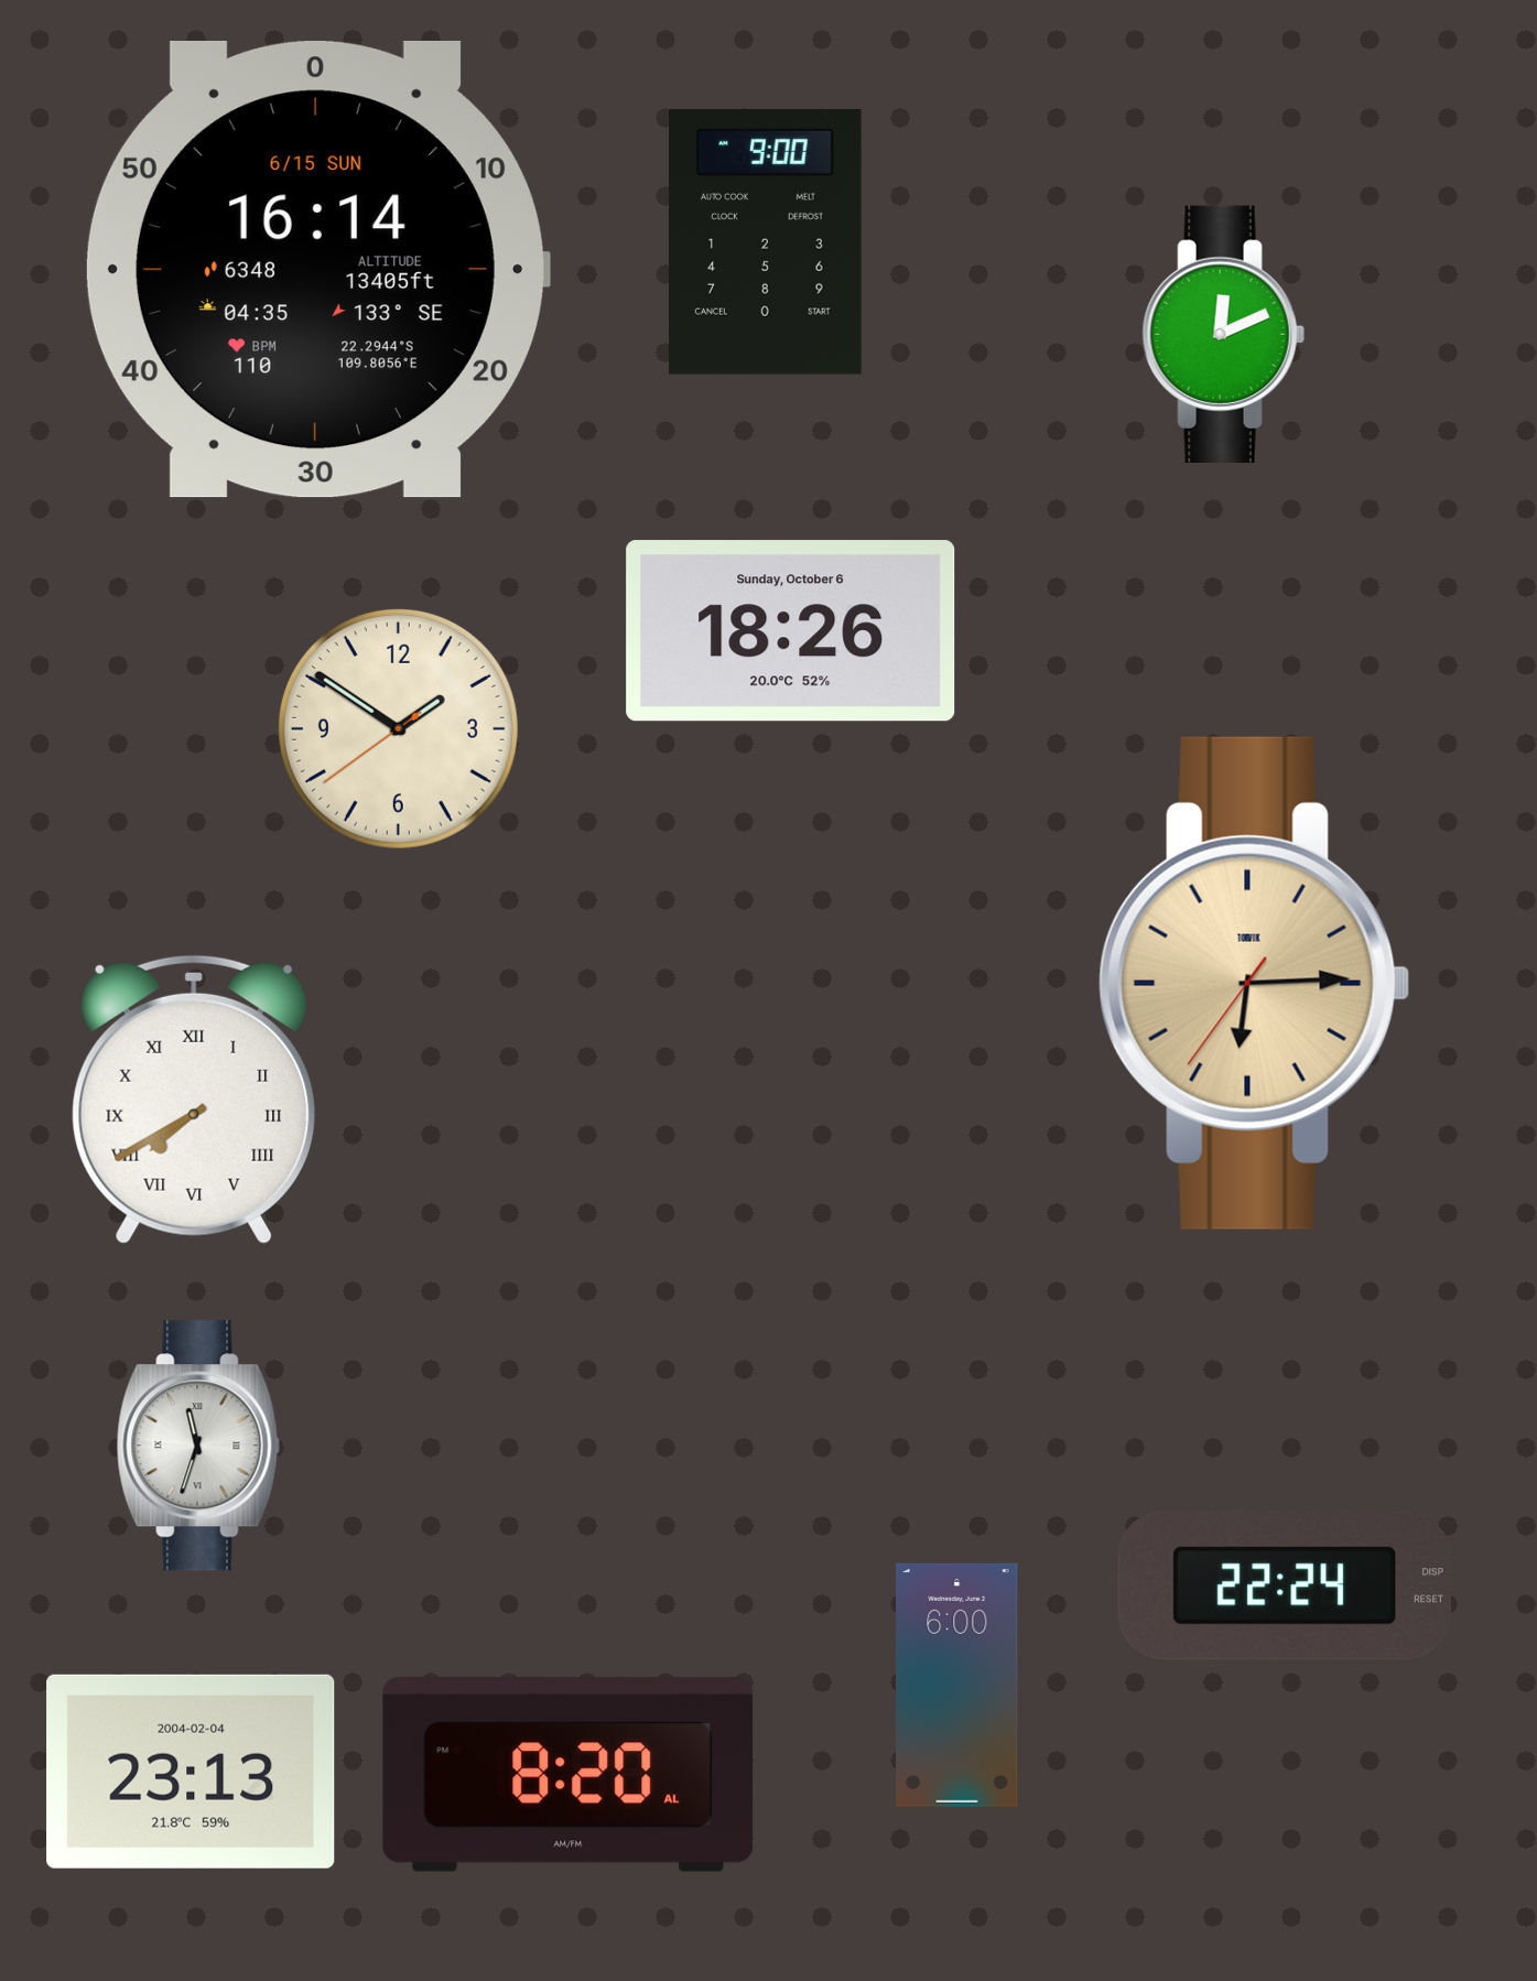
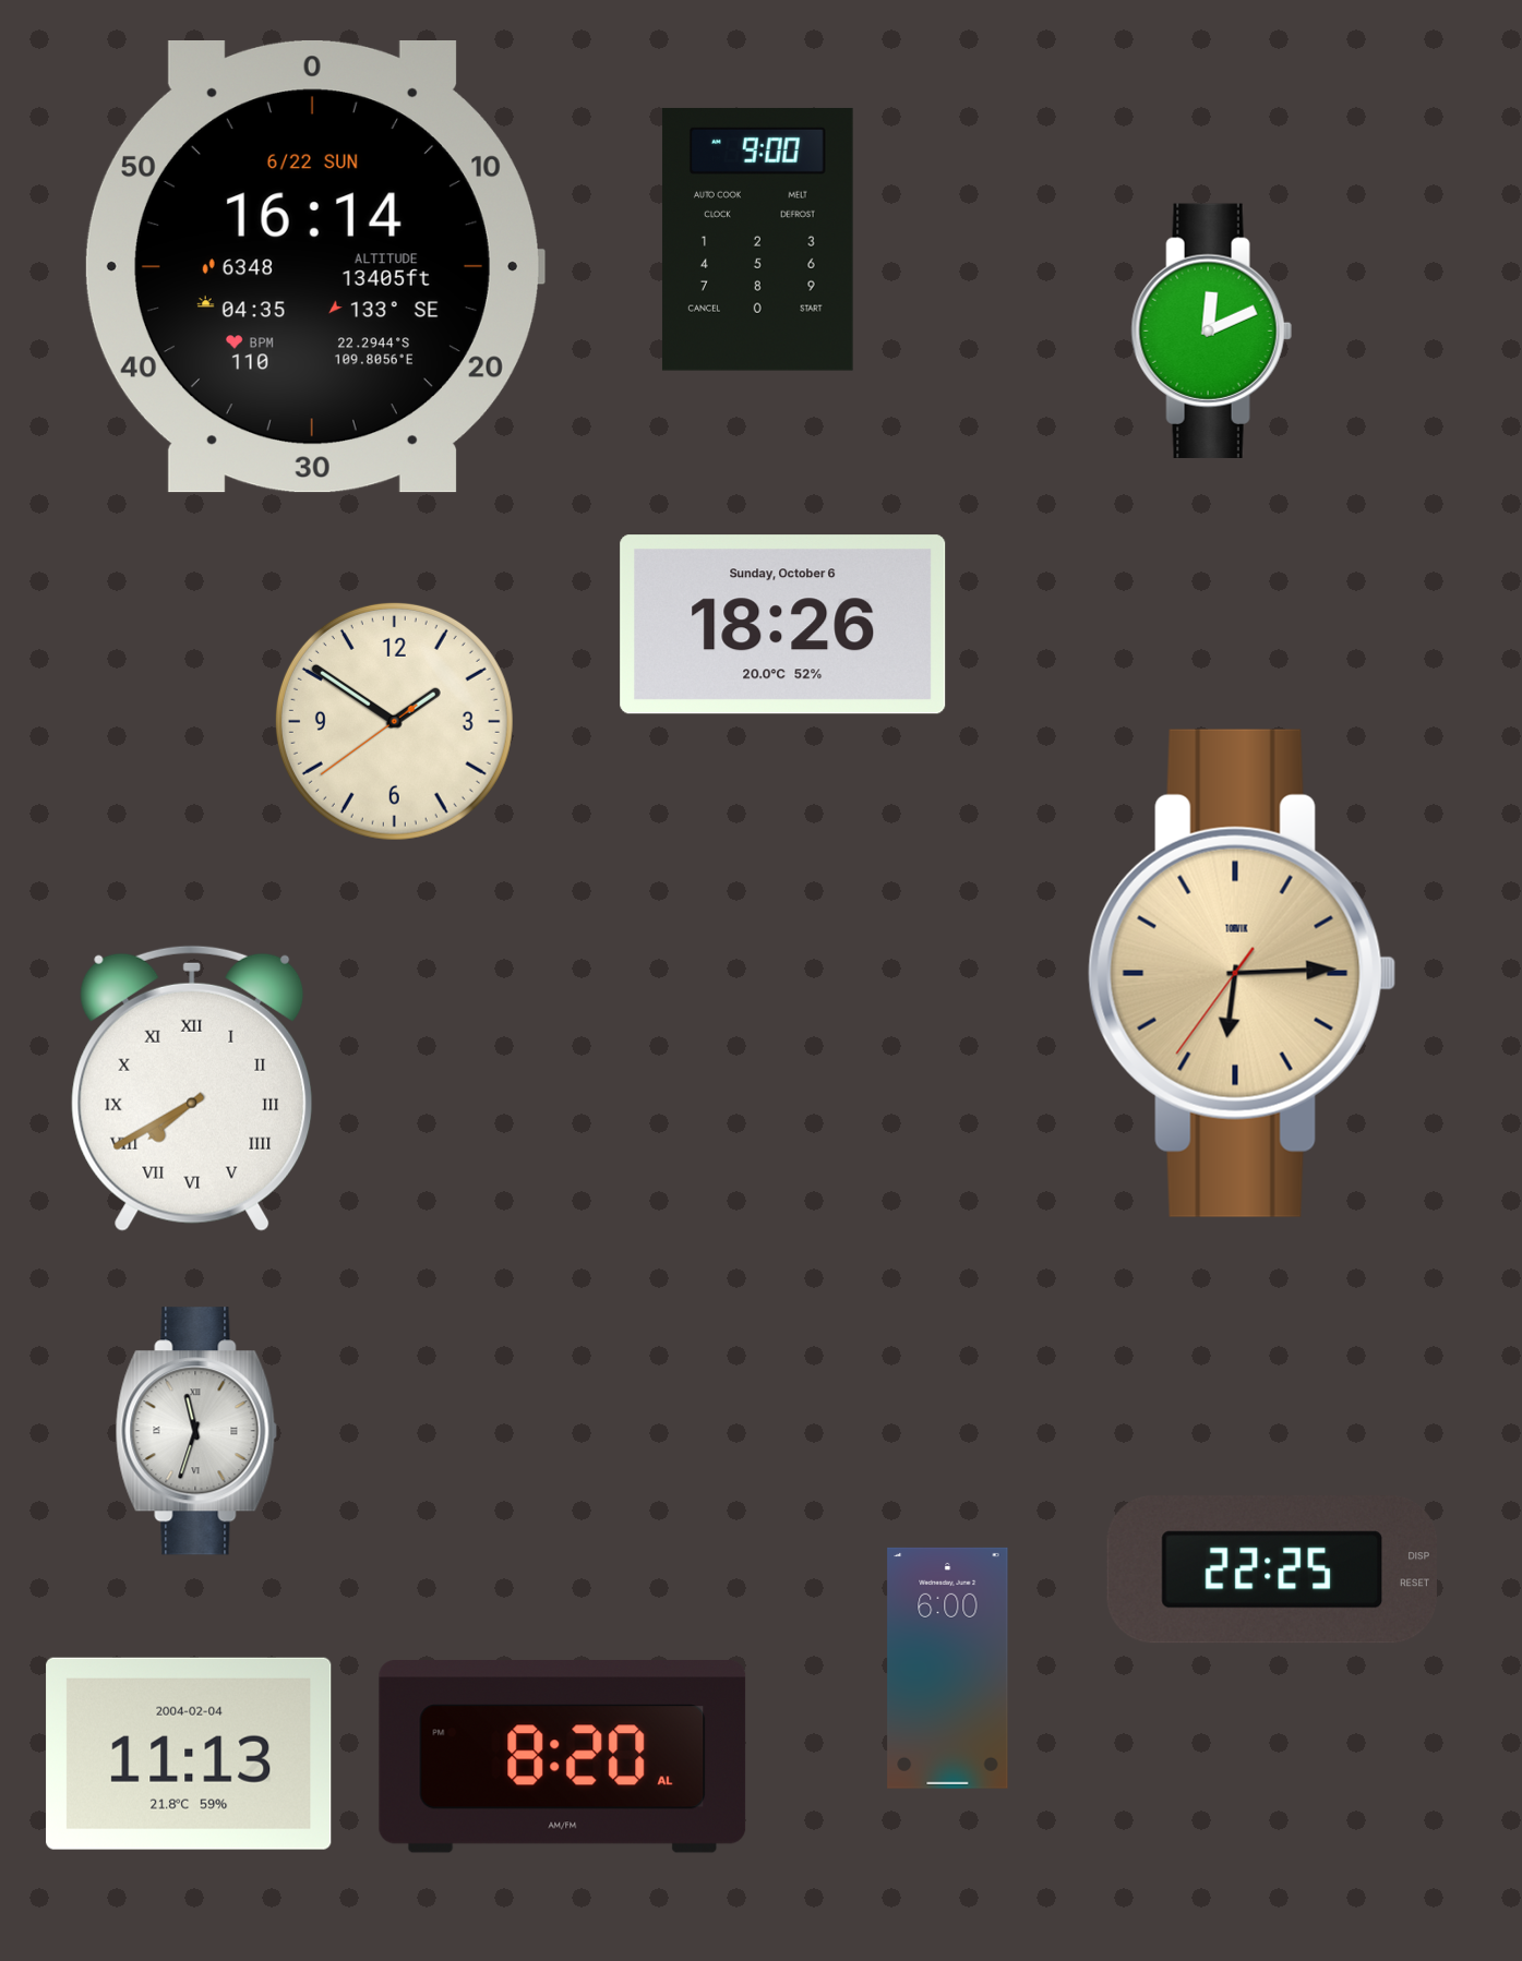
clock at (317, 270) date: 6/15 SUN -> 6/22 SUN
clock at (1285, 1585): 22:24 -> 22:25
clock at (191, 1772): 23:13 -> 11:13
